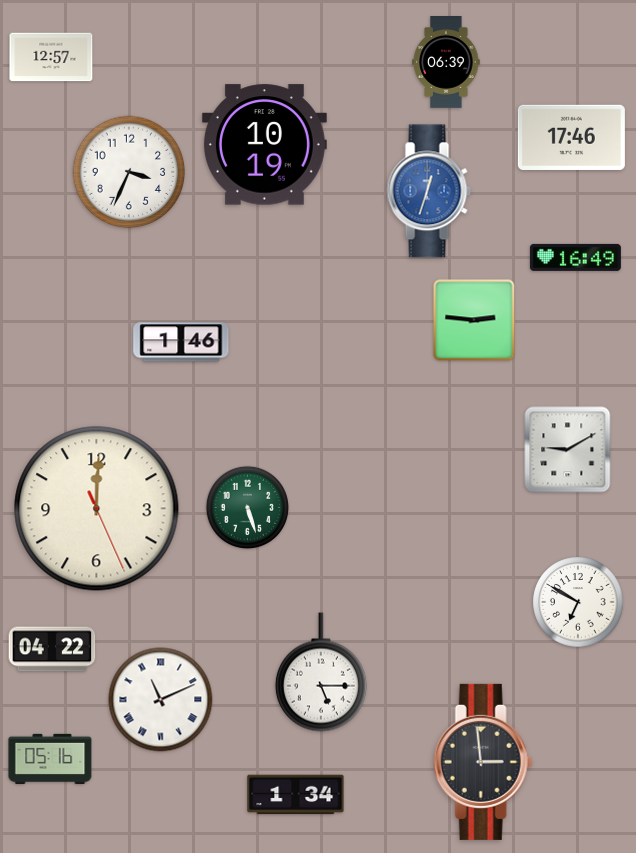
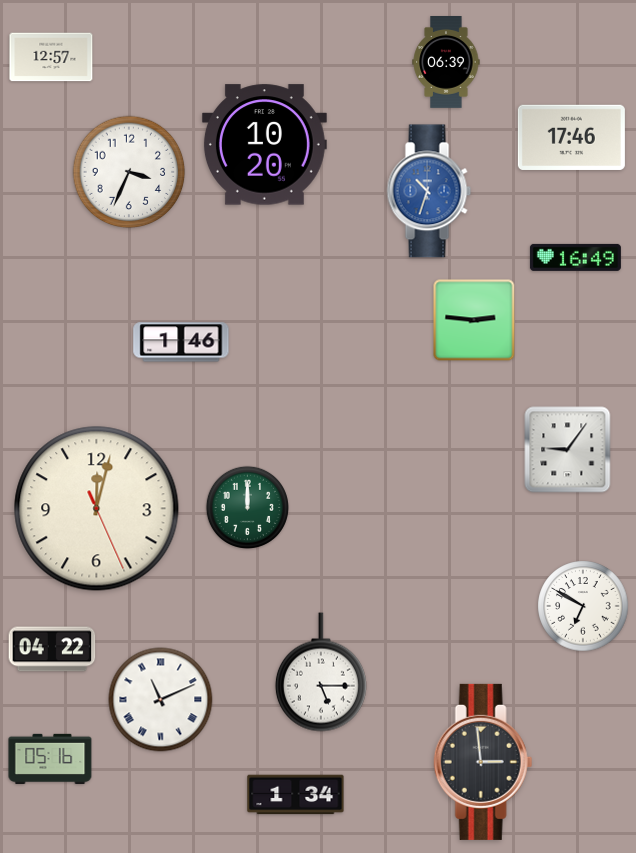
clock at (264, 145): 10:19 -> 10:20
clock at (429, 191): 12:33 -> 10:33
clock at (568, 450): 9:10 -> 9:06
clock at (247, 507): 5:27 -> 12:00
clock at (97, 509): 12:00 -> 12:02
clock at (578, 602) position: (578, 602) -> (583, 606)
